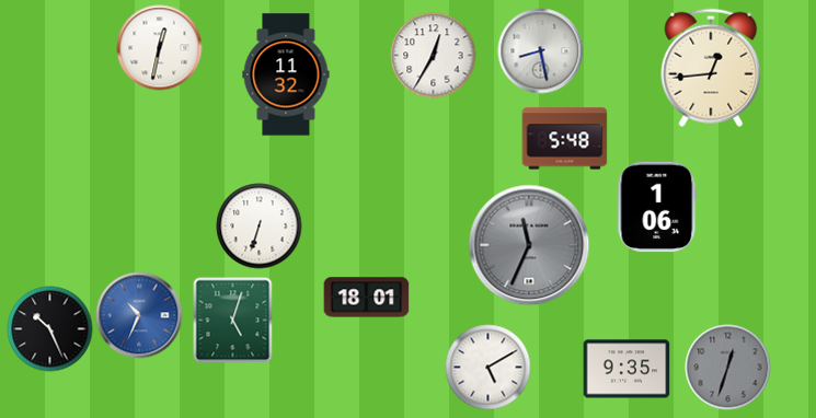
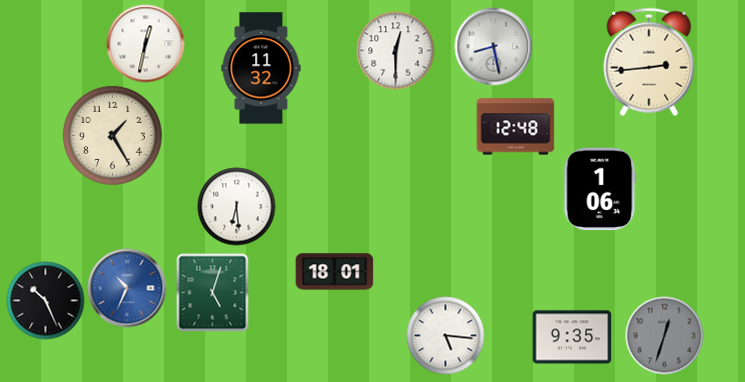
clock at (433, 55): 12:35 -> 12:30
clock at (711, 68): 12:44 -> 2:44
clock at (564, 139): 5:48 -> 12:48
clock at (112, 135): none -> 1:25
clock at (258, 225): 6:33 -> 6:29
clock at (529, 245): 11:34 -> none
clock at (487, 367): 5:10 -> 5:16
